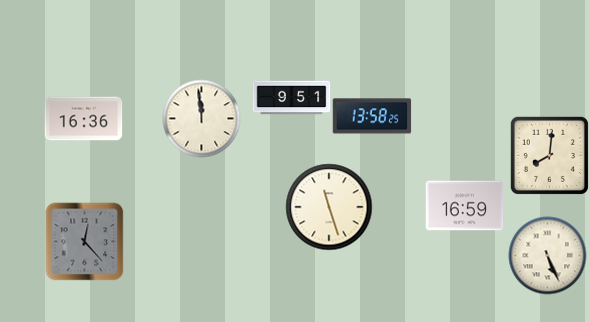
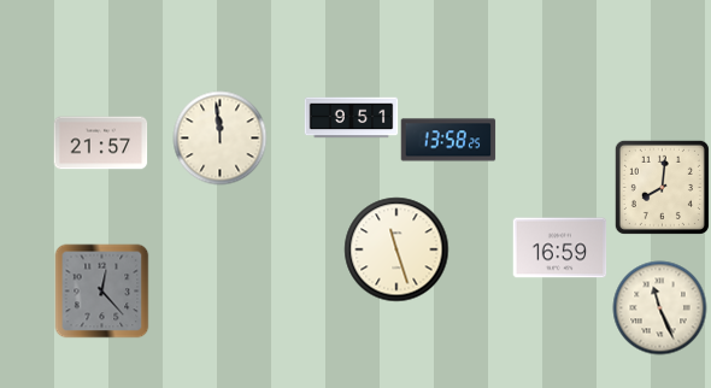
clock at (201, 118) position: (201, 118) -> (219, 137)
clock at (83, 119): 16:36 -> 21:57
clock at (547, 255): 5:26 -> 11:26
